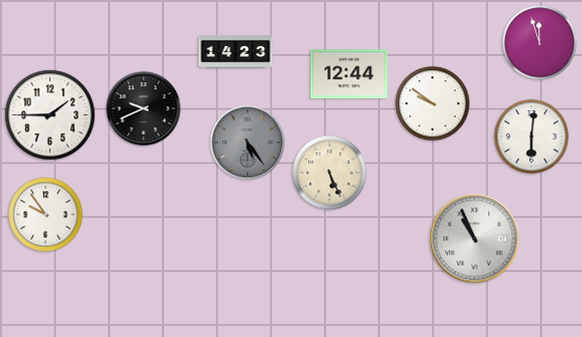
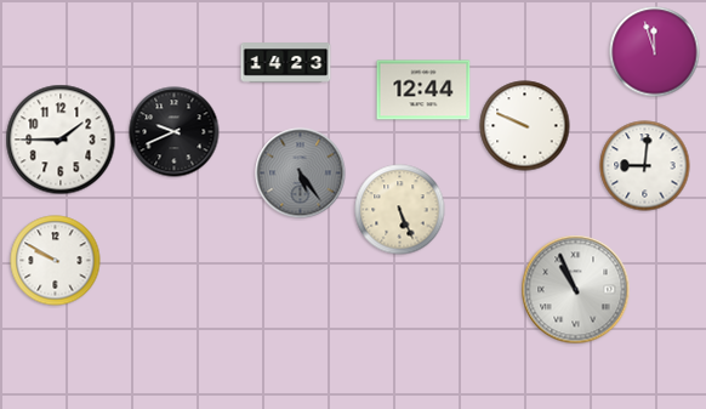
clock at (433, 104): 9:51 -> 9:49
clock at (532, 137): 6:01 -> 9:01
clock at (46, 215): 9:54 -> 9:50
